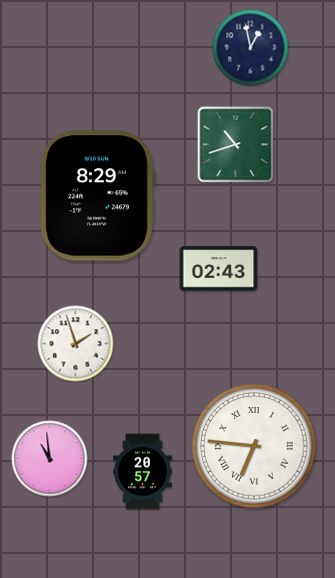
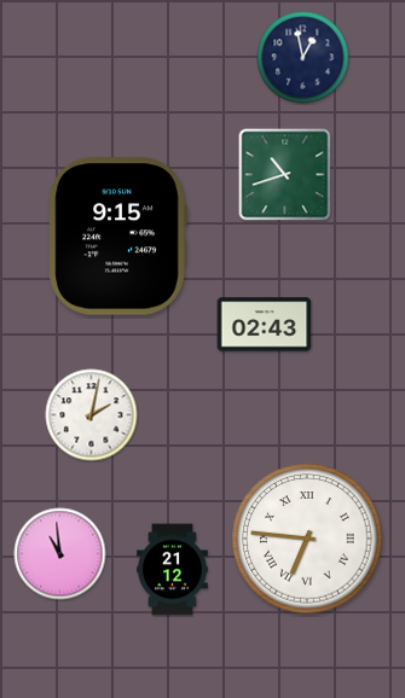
clock at (97, 196): 8:29 -> 9:15
clock at (76, 344): 1:57 -> 2:02
clock at (143, 472): 20:57 -> 21:12
